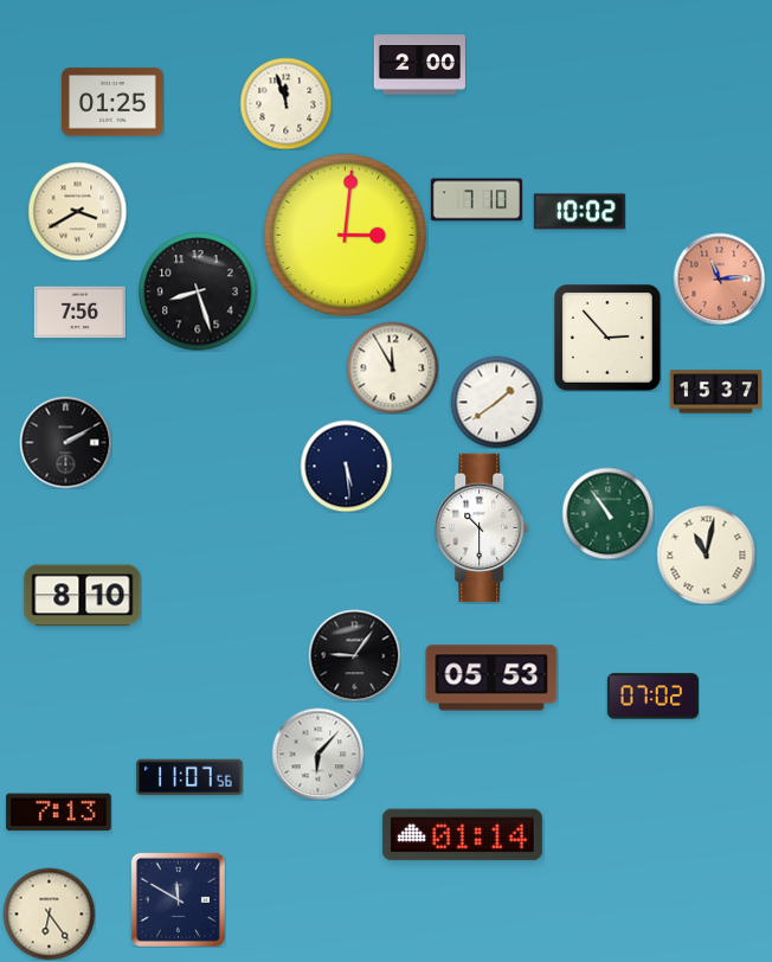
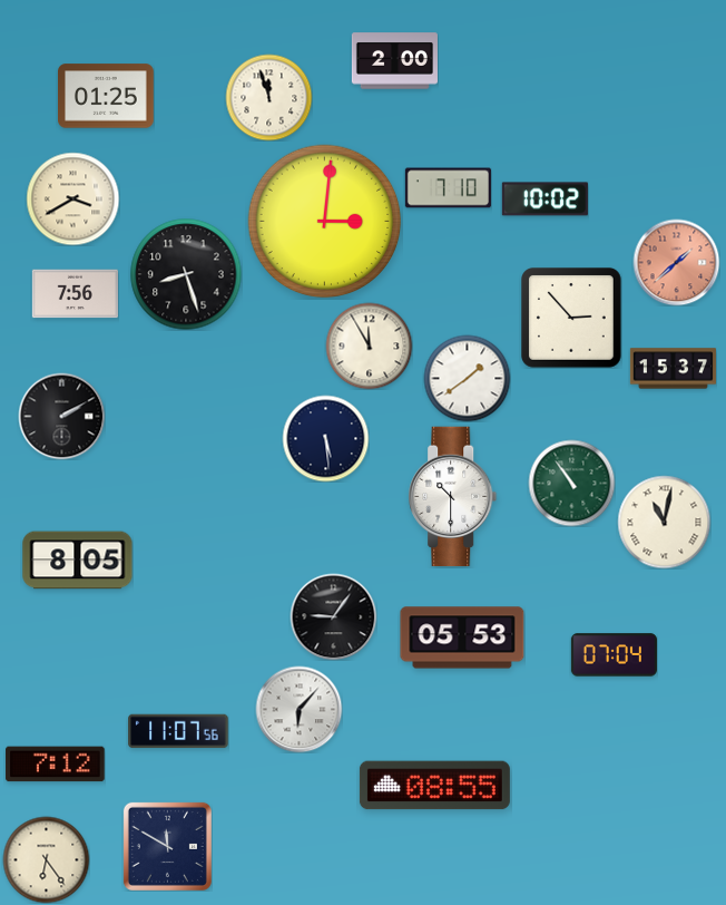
clock at (719, 278): 11:14 -> 1:38
clock at (83, 596): 8:10 -> 8:05
clock at (652, 697): 07:02 -> 07:04
clock at (59, 813): 7:13 -> 7:12
clock at (462, 835): 01:14 -> 08:55
